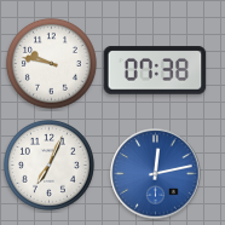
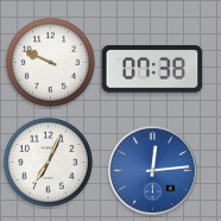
clock at (51, 63): 9:47 -> 9:49
clock at (156, 174): 12:13 -> 12:14
